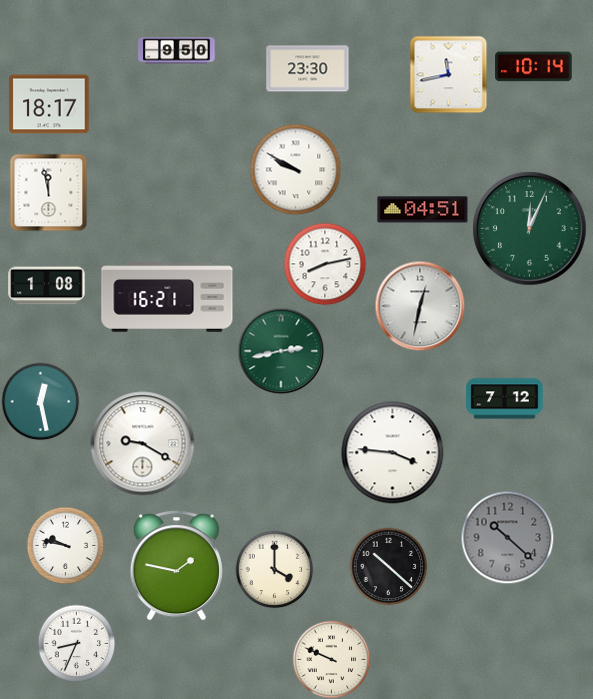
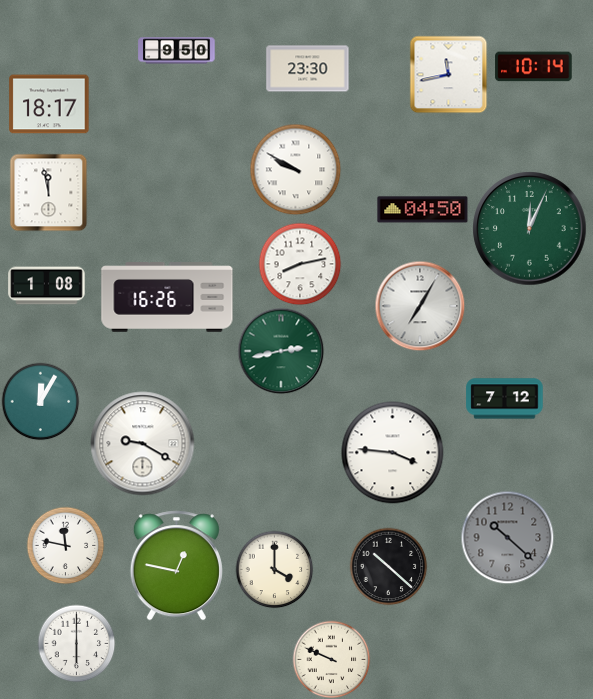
clock at (423, 210): 04:51 -> 04:50
clock at (325, 264) position: (325, 264) -> (300, 264)
clock at (167, 297): 16:21 -> 16:26
clock at (420, 306): 12:32 -> 7:05
clock at (40, 401): 12:28 -> 12:05
clock at (65, 545): 9:47 -> 11:47
clock at (176, 566): 1:47 -> 12:47
clock at (76, 643): 8:34 -> 6:00
